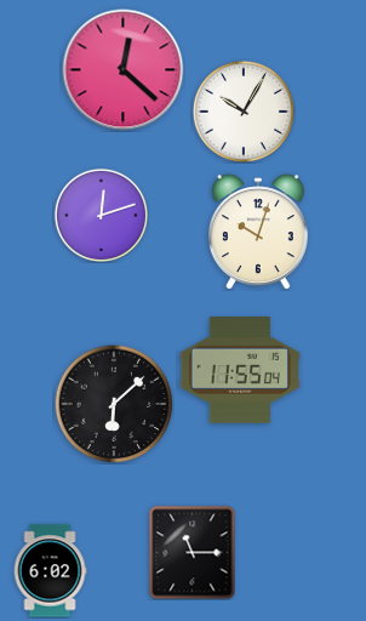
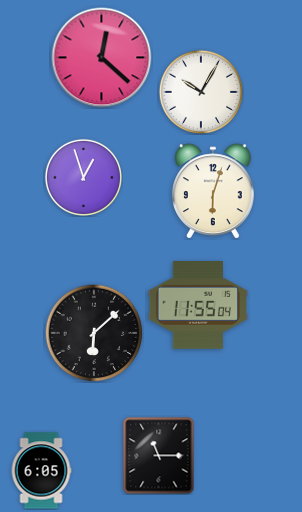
clock at (101, 215): 12:12 -> 12:57
clock at (258, 232): 10:03 -> 6:03
clock at (50, 571): 6:02 -> 6:05
